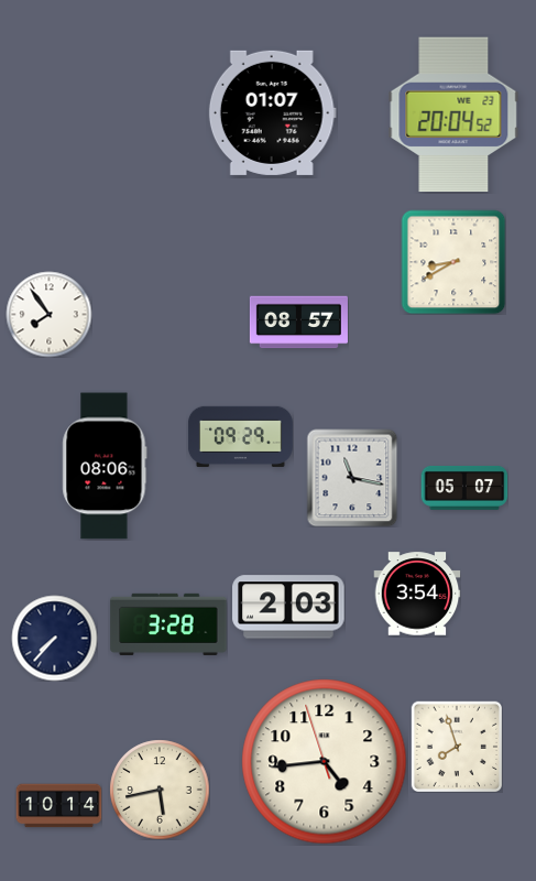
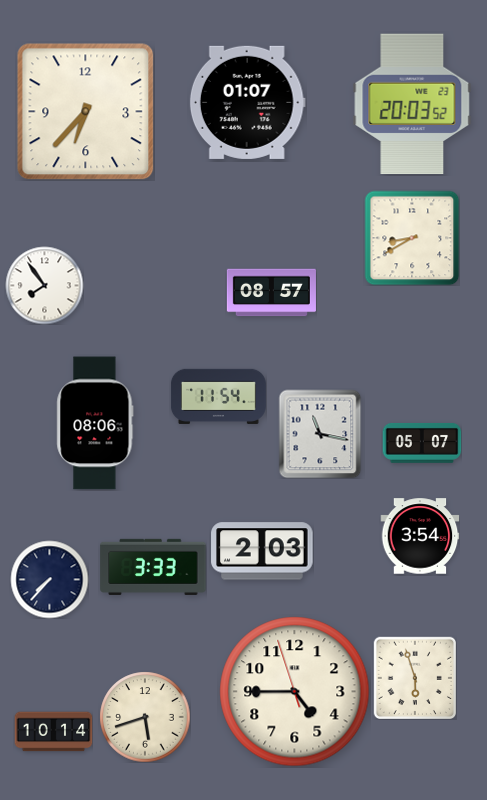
clock at (453, 115): 20:04 -> 20:03
clock at (86, 112): none -> 6:37
clock at (240, 436): 09:29 -> 11:54
clock at (417, 594) position: (417, 594) -> (420, 536)
clock at (168, 624): 3:28 -> 3:33
clock at (457, 747): 7:57 -> 5:57
clock at (325, 762): 4:43 -> 4:44
clock at (160, 790): 5:43 -> 5:42
